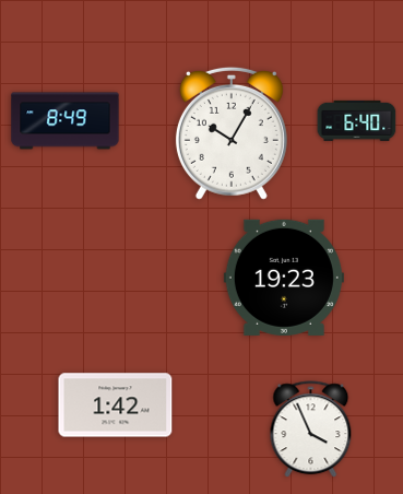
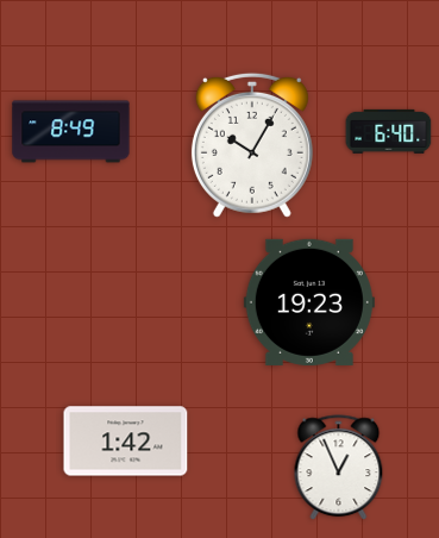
clock at (311, 430): 3:56 -> 12:56
